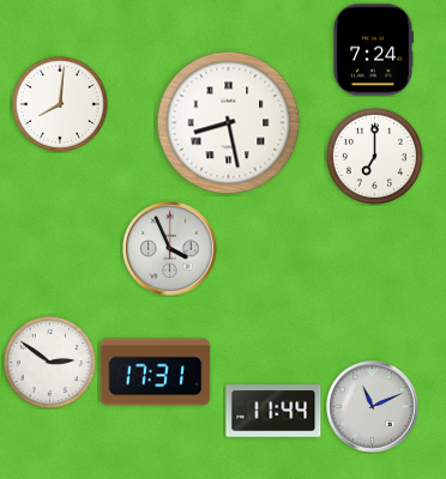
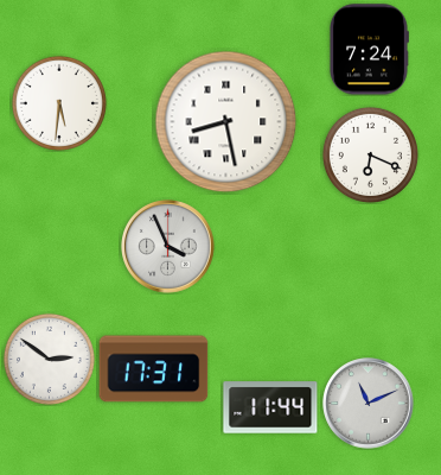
clock at (60, 104): 8:01 -> 5:31
clock at (374, 156): 7:00 -> 6:19
